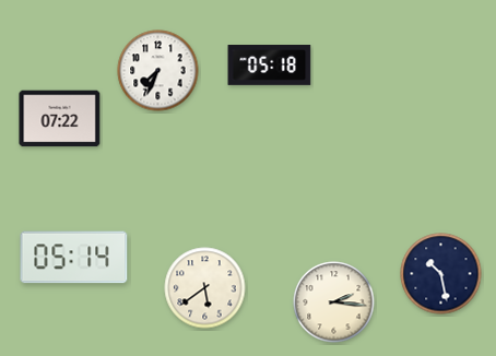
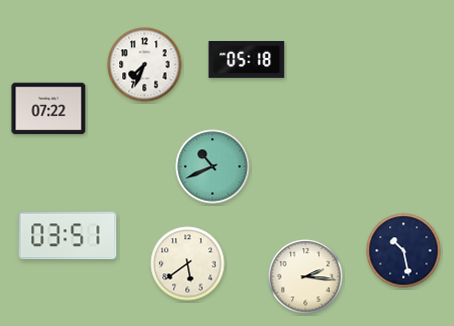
clock at (60, 119) position: (60, 119) -> (49, 109)
clock at (213, 167): none -> 10:41
clock at (74, 258): 05:14 -> 03:51
